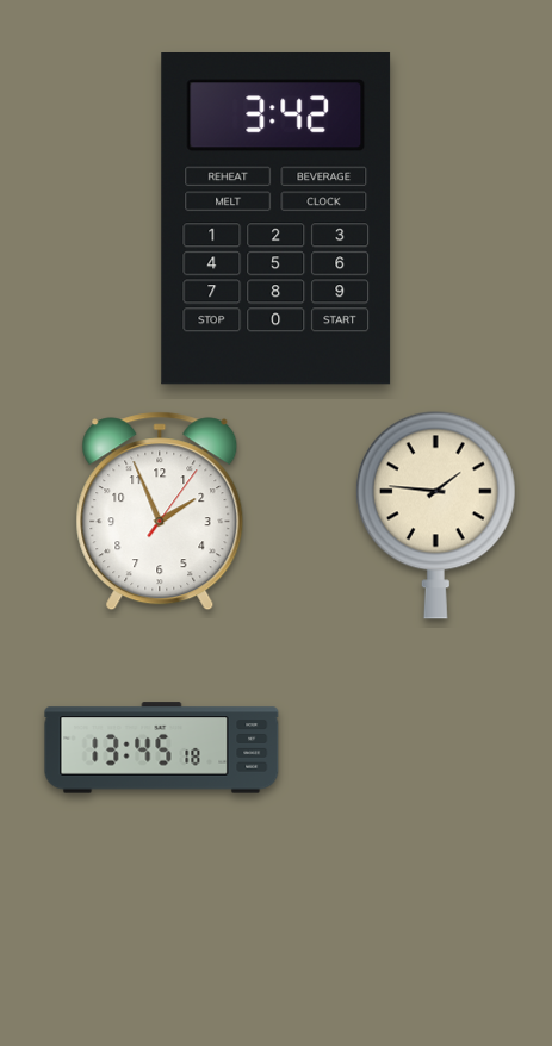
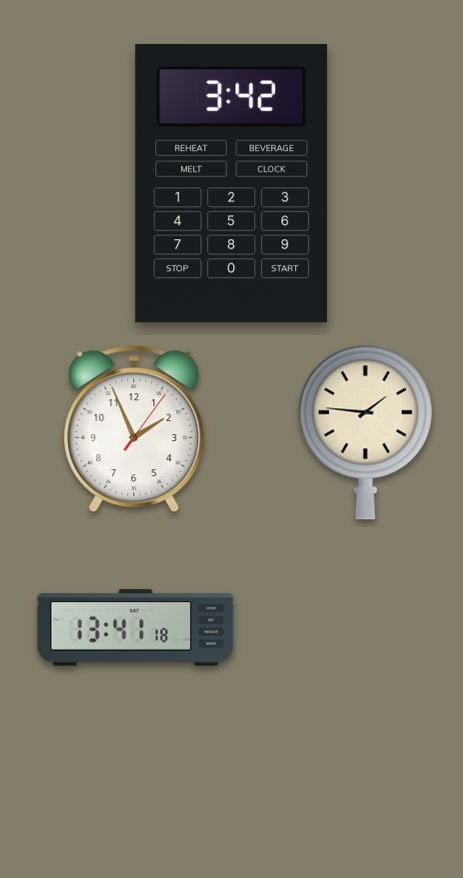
clock at (162, 748): 13:45 -> 13:41
